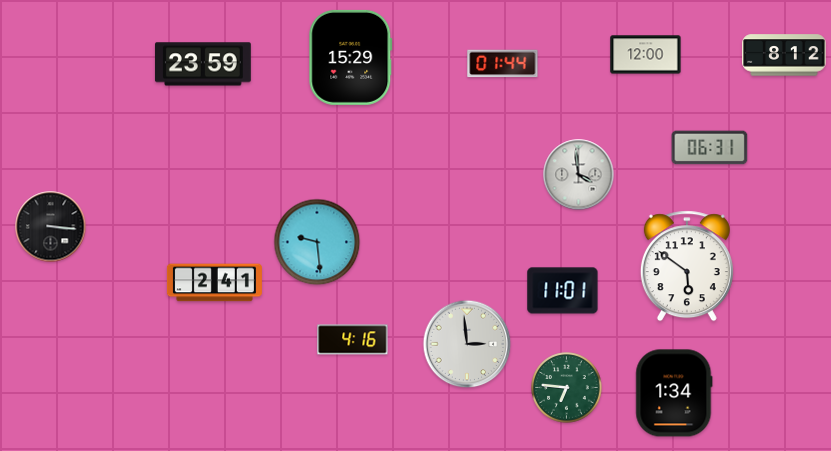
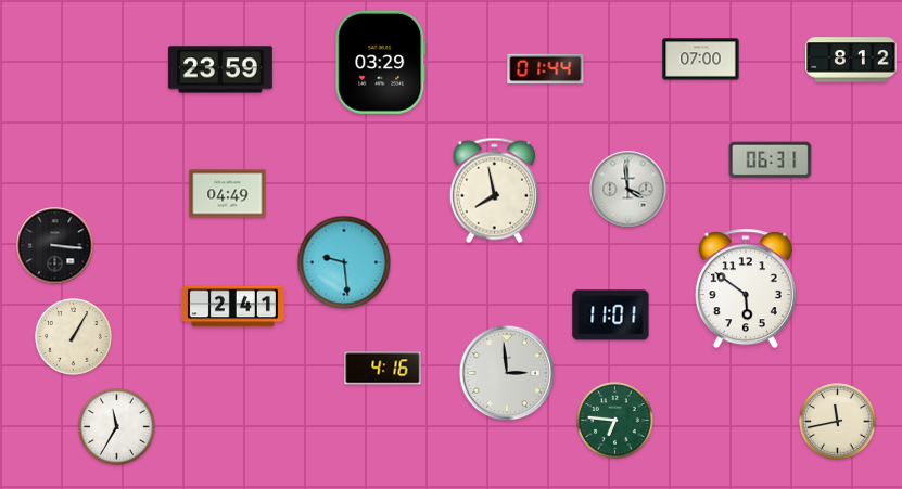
clock at (646, 55): 12:00 -> 07:00
clock at (351, 57): 15:29 -> 03:29
clock at (494, 191): none -> 7:58
clock at (228, 194): none -> 04:49
clock at (74, 337): none -> 1:05
clock at (838, 422): none -> 11:43
clock at (674, 393): 1:34 -> none
clock at (117, 427): none -> 11:35
